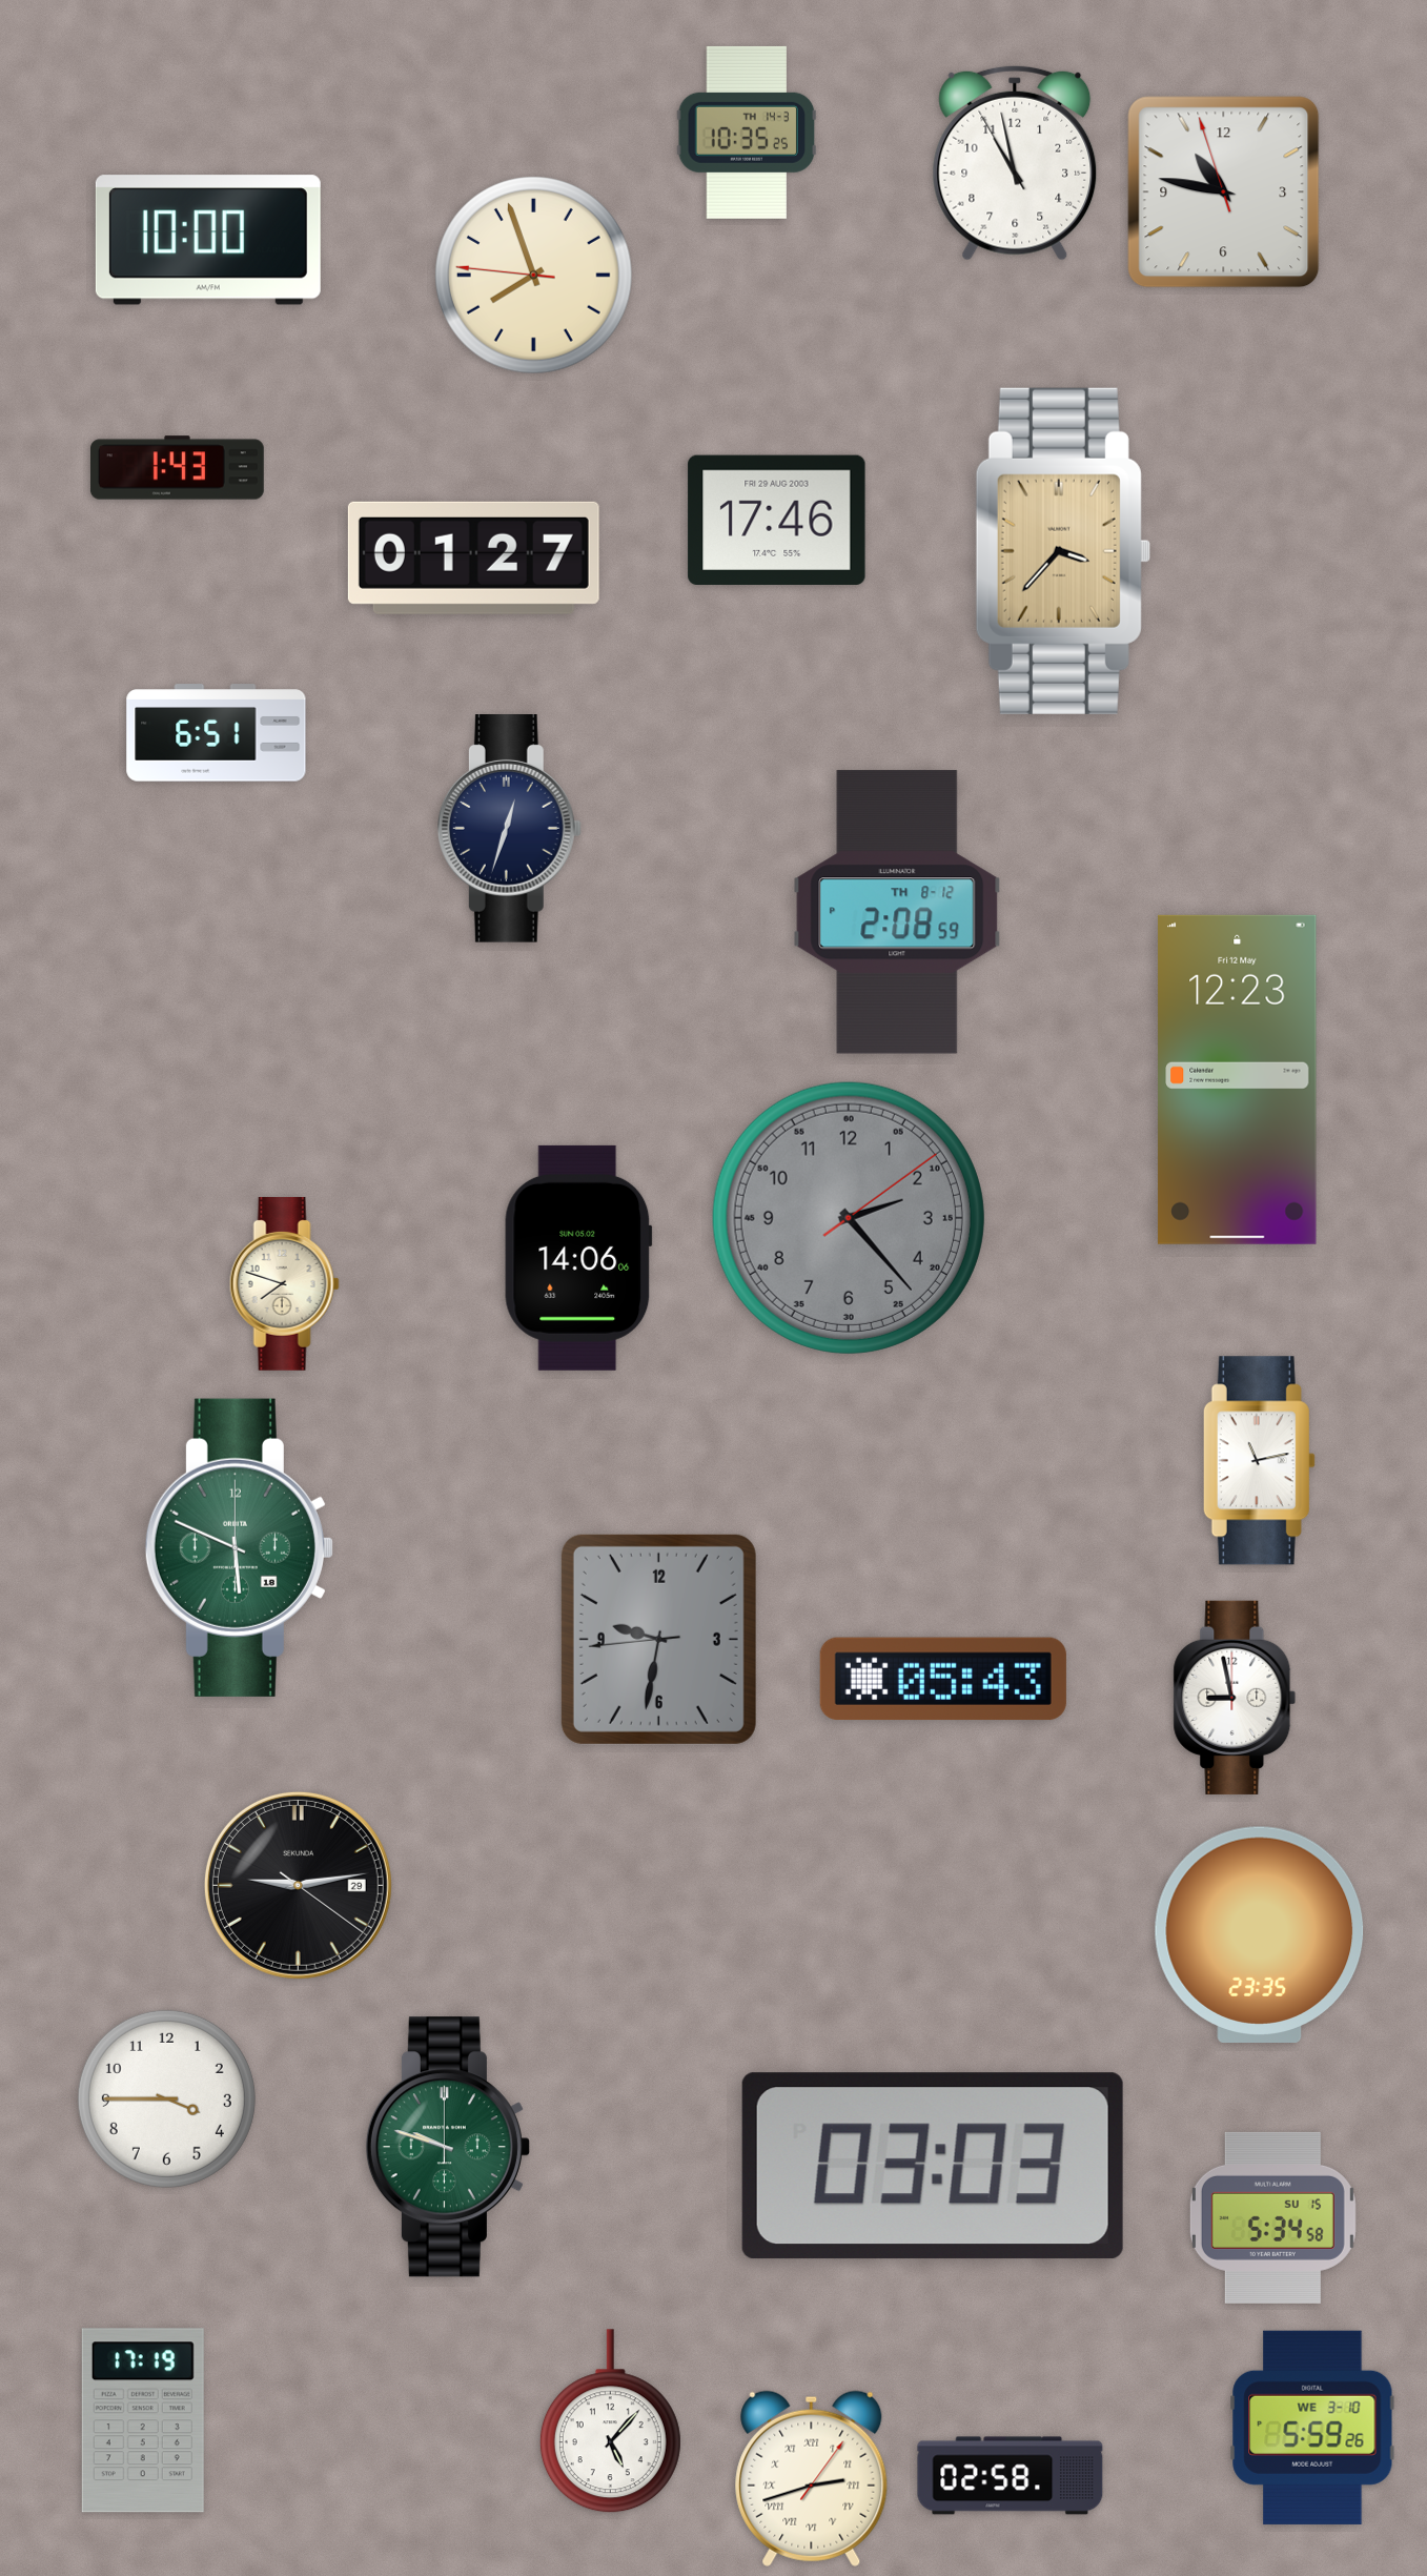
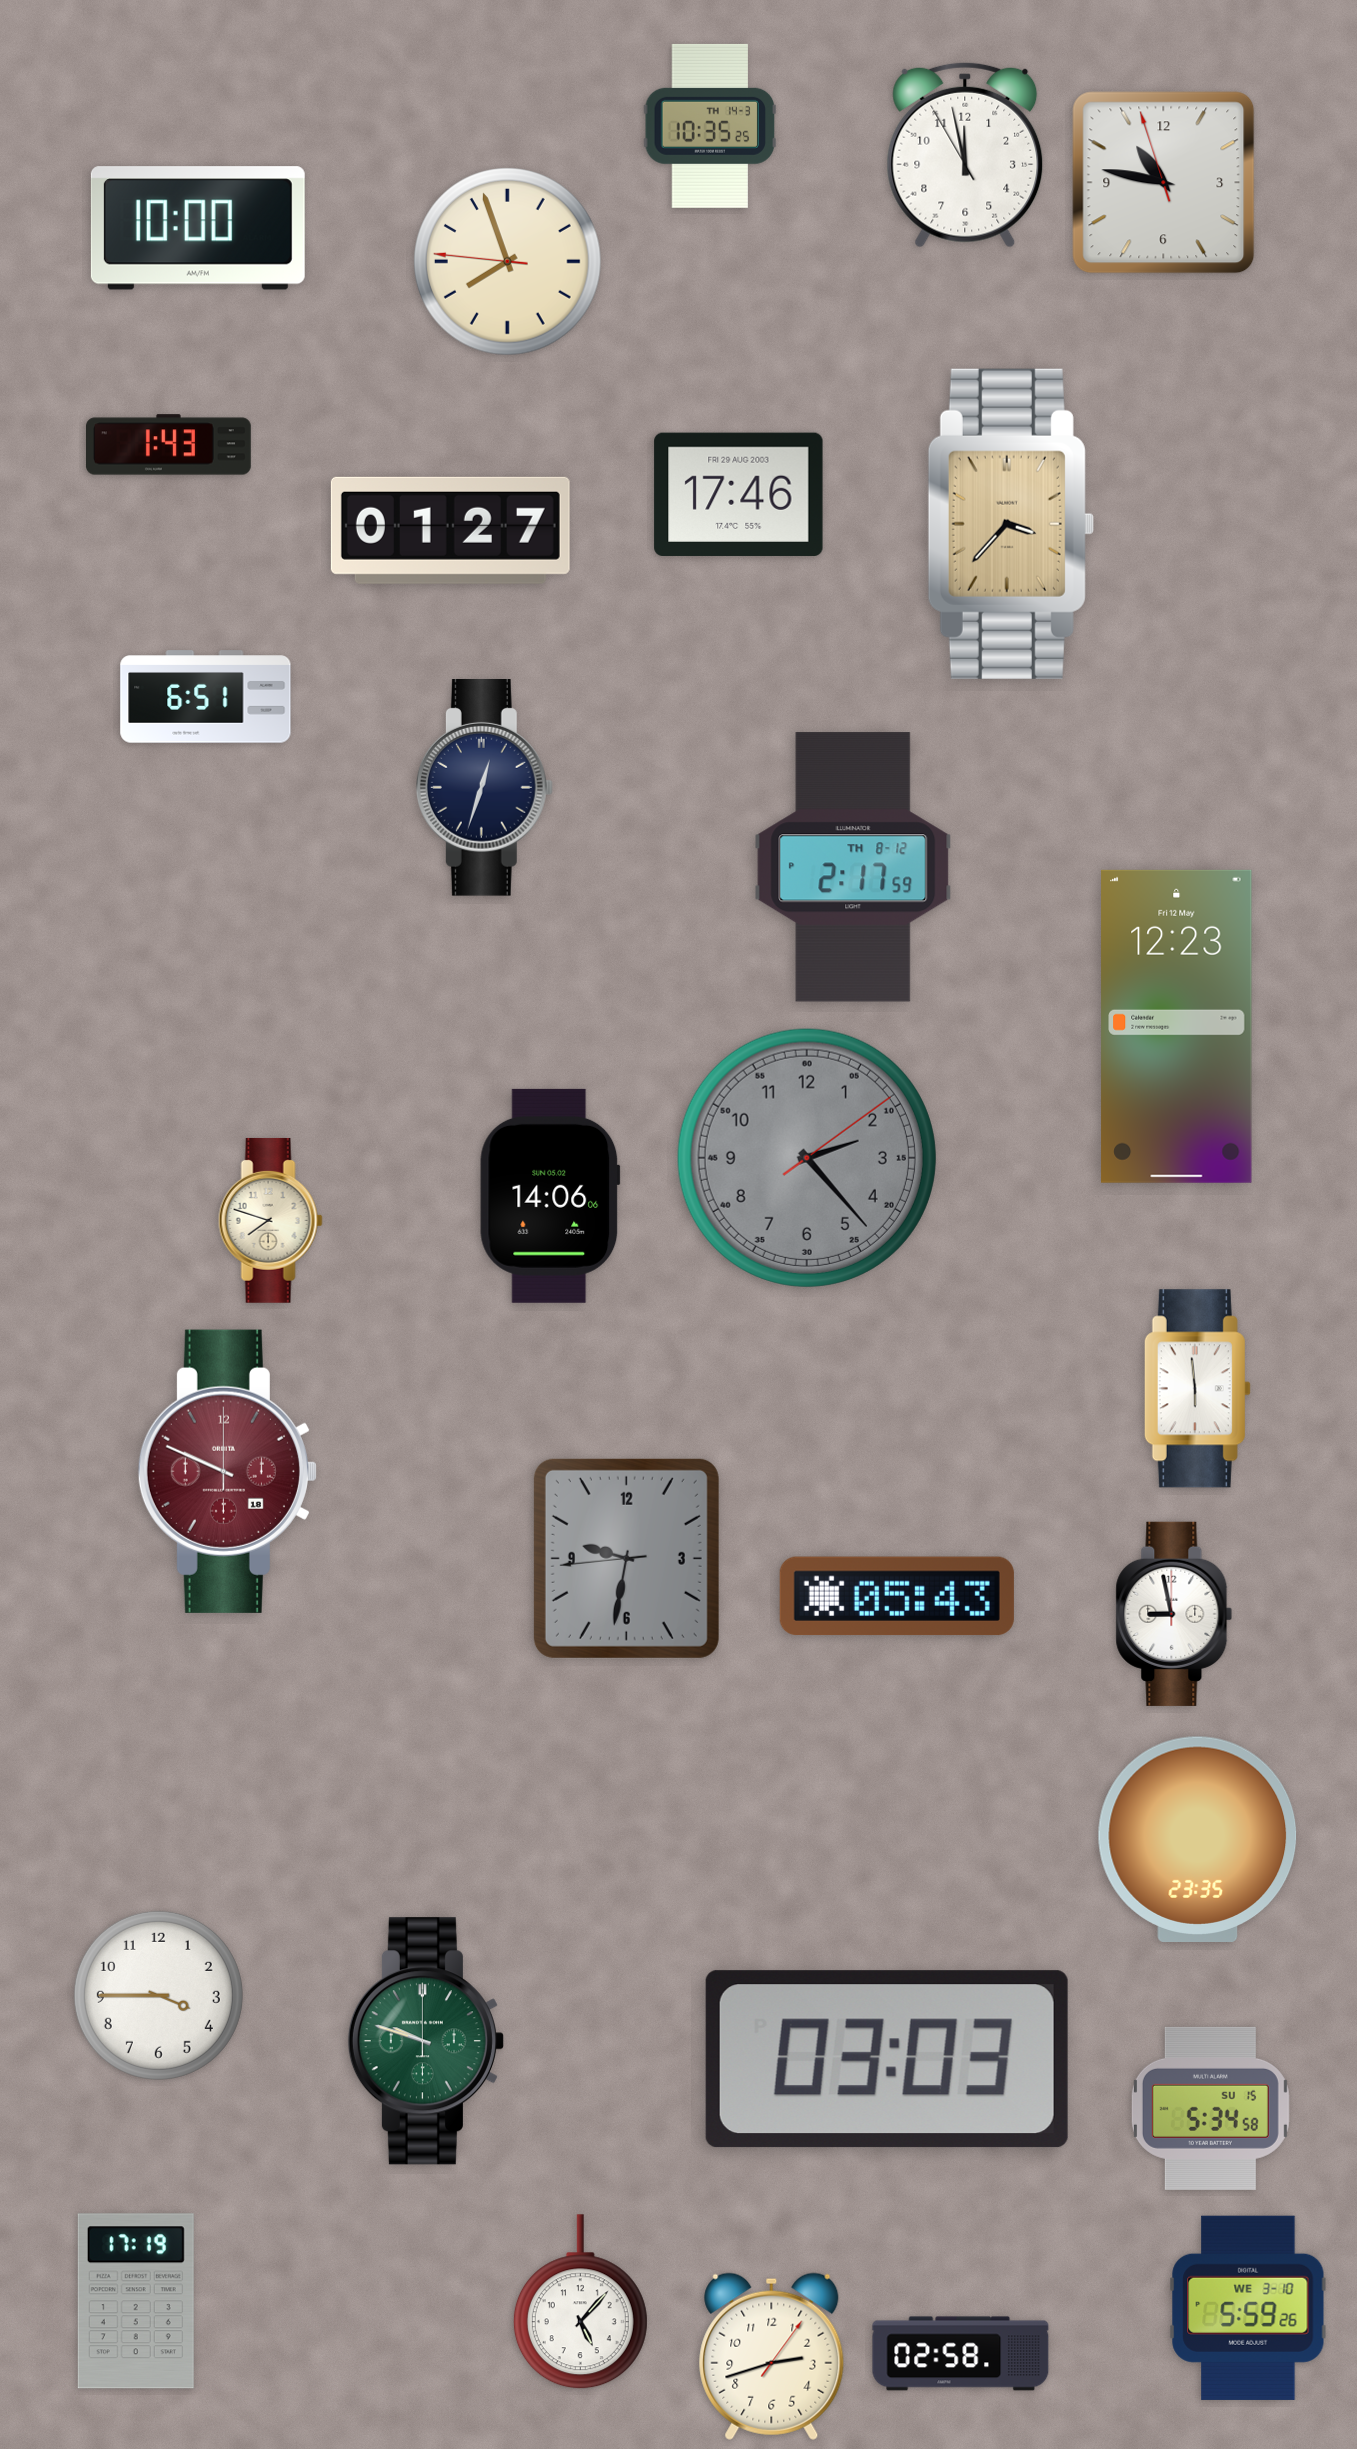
clock at (1015, 163): 10:57 -> 11:57
clock at (897, 912): 2:08 -> 2:17
clock at (1259, 1461): 11:13 -> 5:59
clock at (239, 1547): 5:49 -> 9:49
clock at (239, 1547) dial: green -> burgundy
clock at (298, 1885): 9:13 -> none
clock at (812, 2478) numerals: Roman -> Arabic
